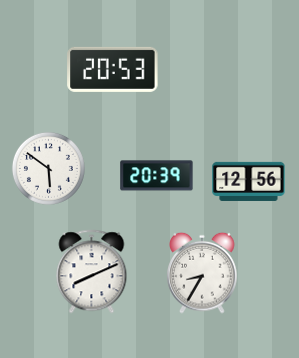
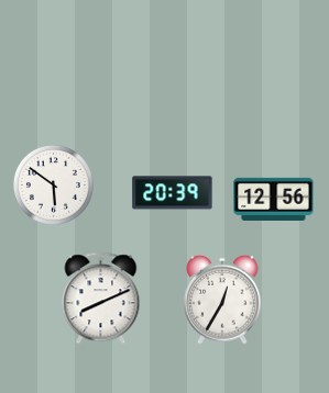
clock at (113, 69): 20:53 -> none
clock at (202, 273): 8:35 -> 12:35
